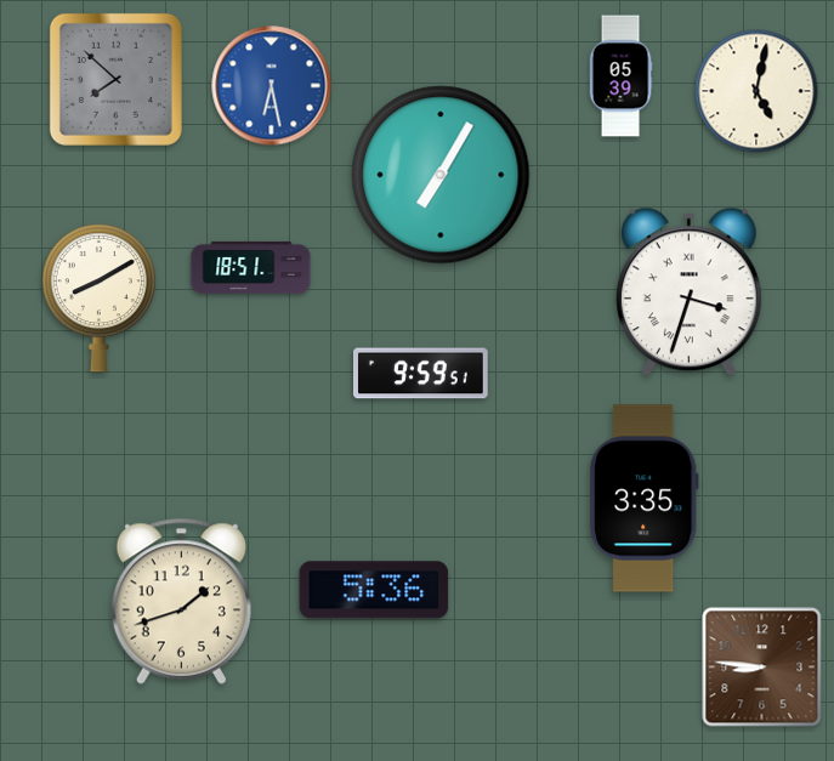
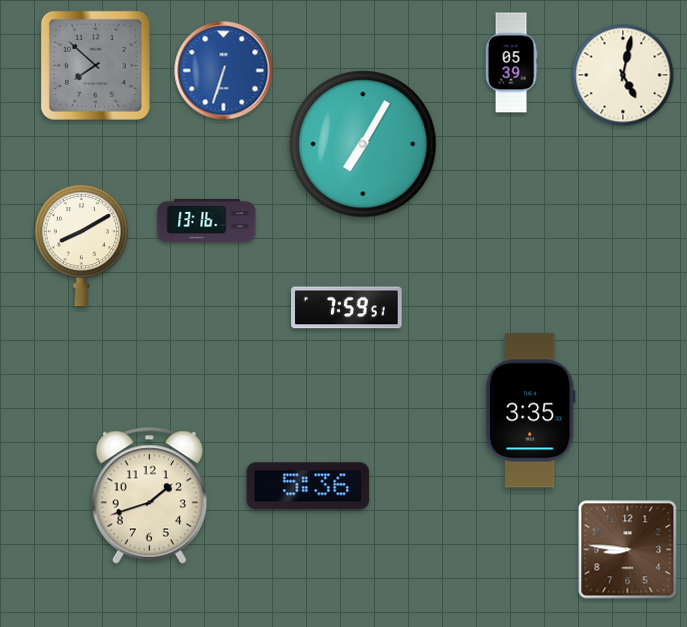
clock at (272, 86): 6:28 -> 6:33
clock at (251, 267): 18:51 -> 13:16
clock at (688, 293): 3:33 -> none
clock at (421, 374): 9:59 -> 7:59
